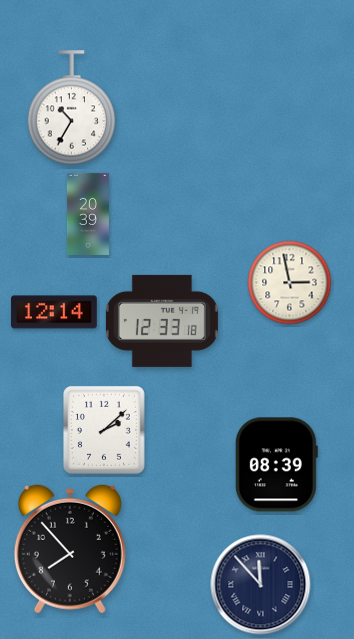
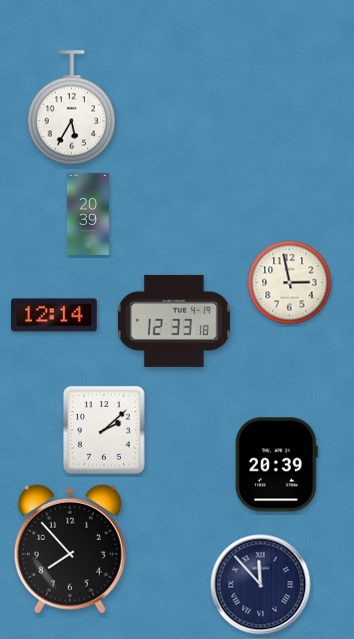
clock at (72, 108): 10:35 -> 5:35
clock at (54, 312) position: (54, 312) -> (54, 315)
clock at (162, 321) position: (162, 321) -> (174, 321)
clock at (276, 465): 08:39 -> 20:39
